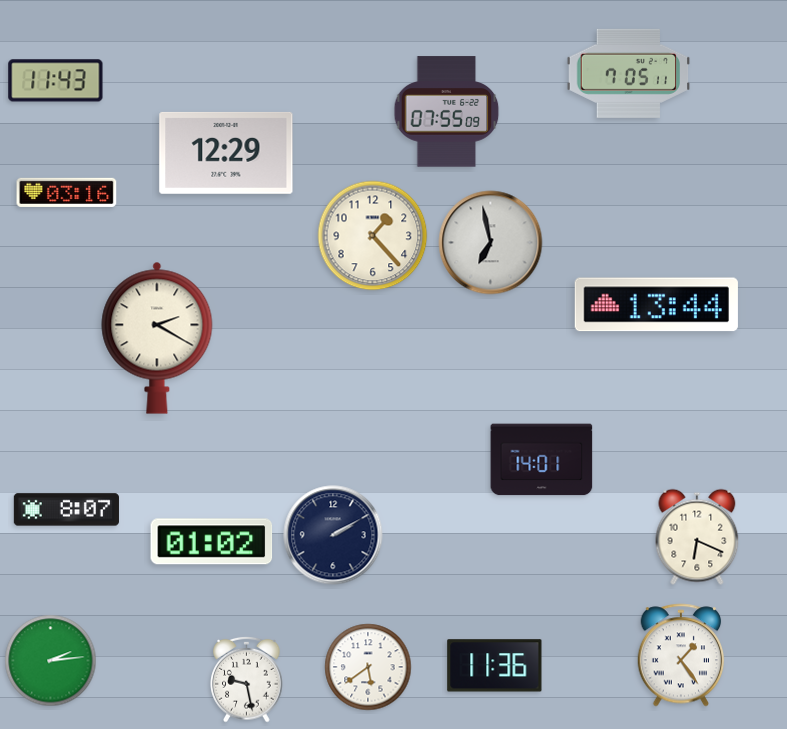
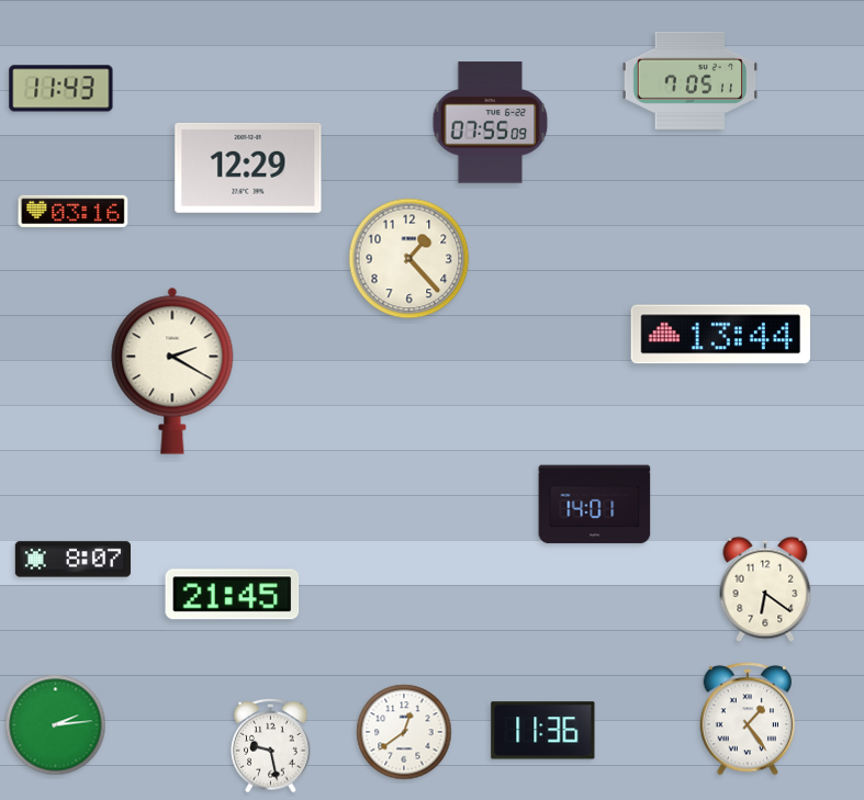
clock at (491, 243): 6:58 -> none
clock at (333, 535): 2:10 -> none
clock at (697, 537): 6:19 -> 6:21
clock at (212, 542): 01:02 -> 21:45
clock at (368, 667): 5:39 -> 12:39
